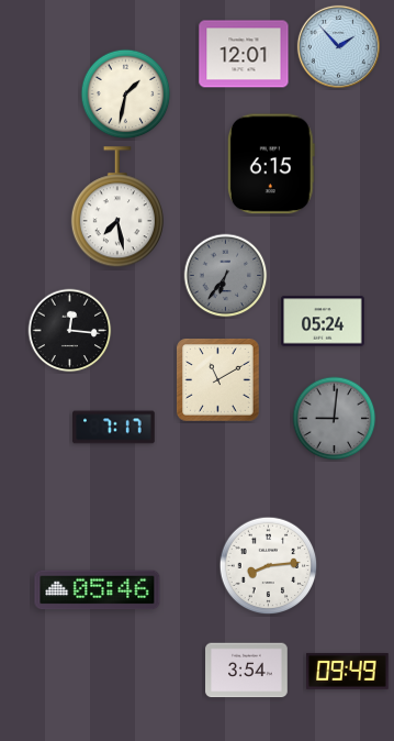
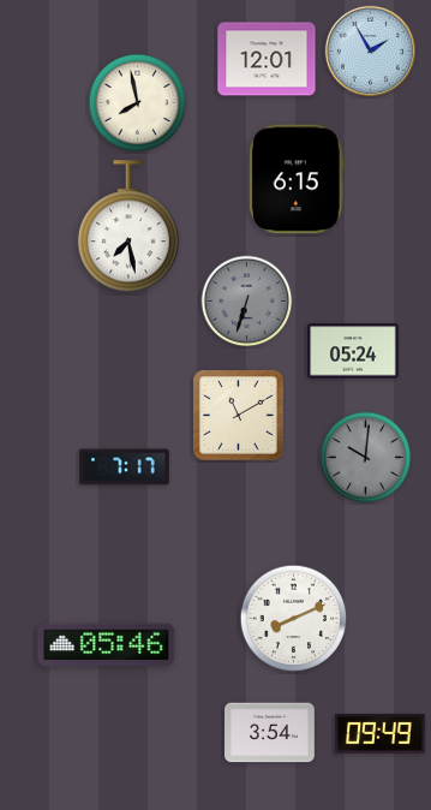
clock at (338, 46): 1:53 -> 1:55
clock at (126, 95): 1:32 -> 7:58
clock at (226, 276): 6:36 -> 6:33
clock at (70, 331): 12:16 -> none
clock at (335, 419): 9:01 -> 10:01
clock at (269, 566): 8:14 -> 8:11
